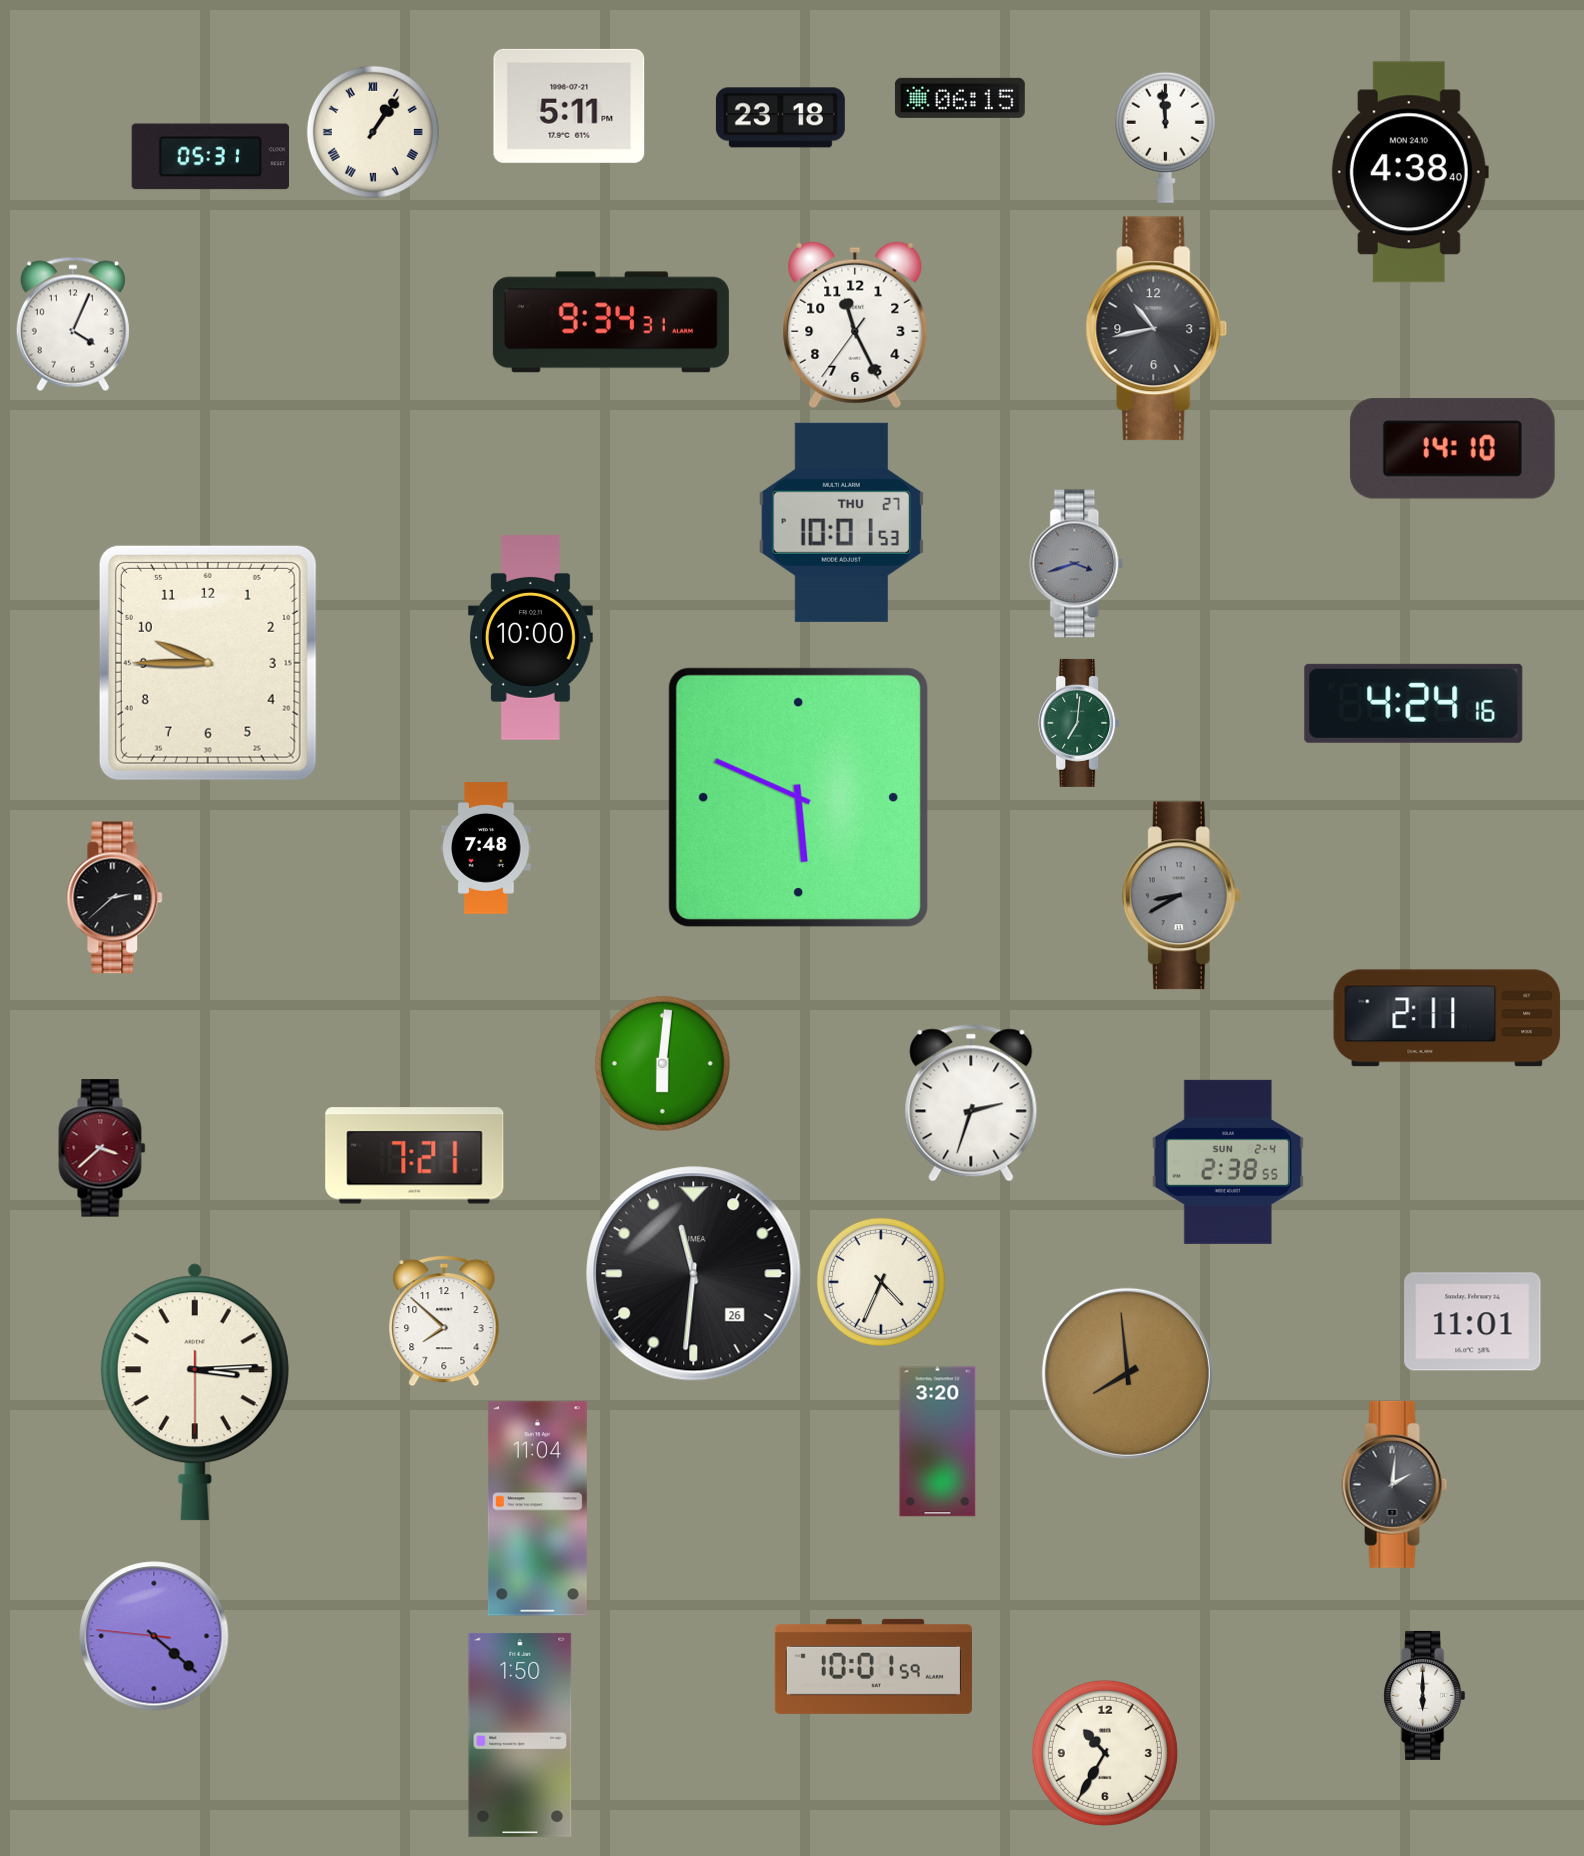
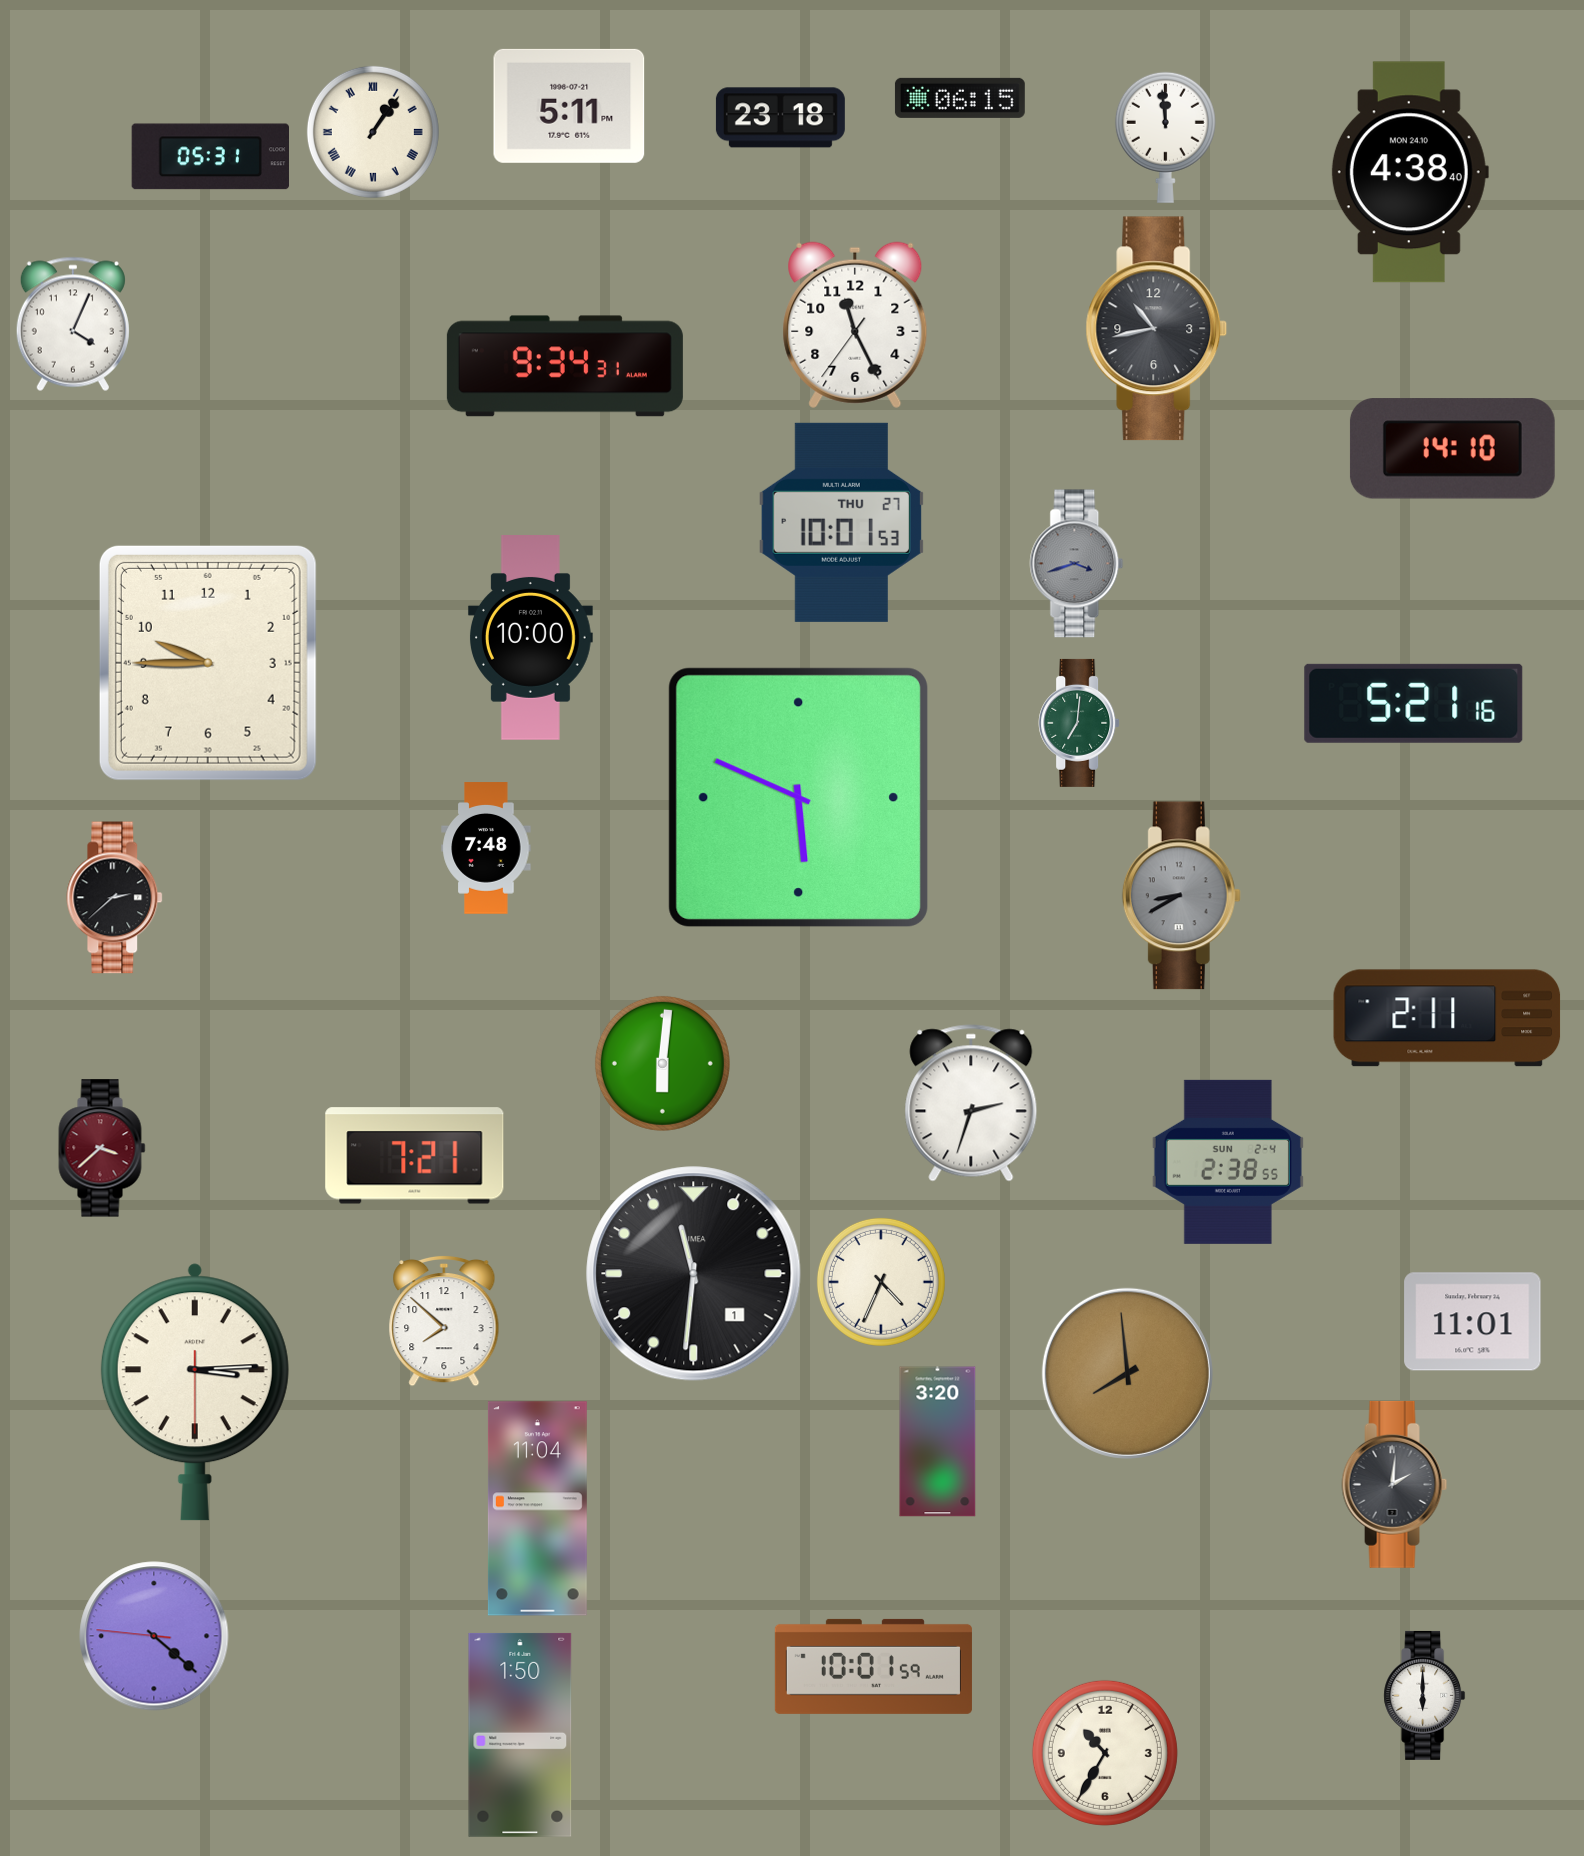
clock at (611, 322) position: (611, 322) -> (565, 366)
clock at (1414, 703): 4:24 -> 5:21
clock at (694, 1274) date: 26 -> 1
